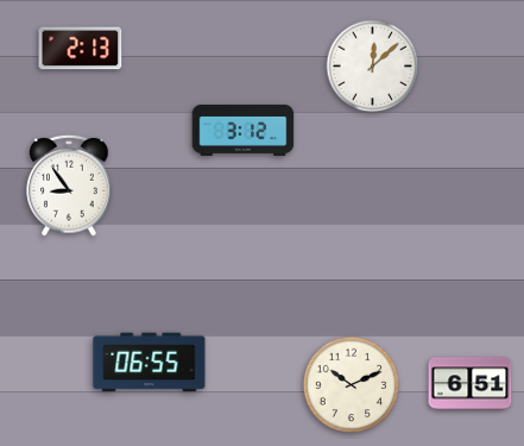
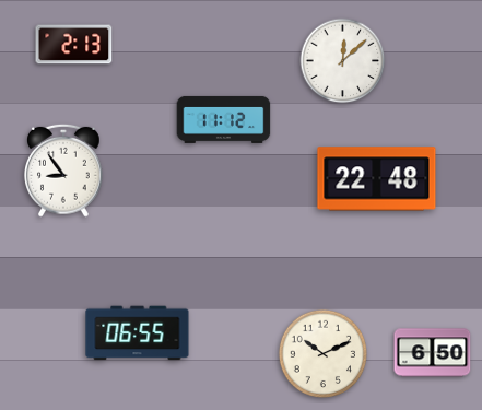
clock at (244, 130): 3:12 -> 11:12
clock at (377, 179): none -> 22:48
clock at (471, 384): 6:51 -> 6:50
